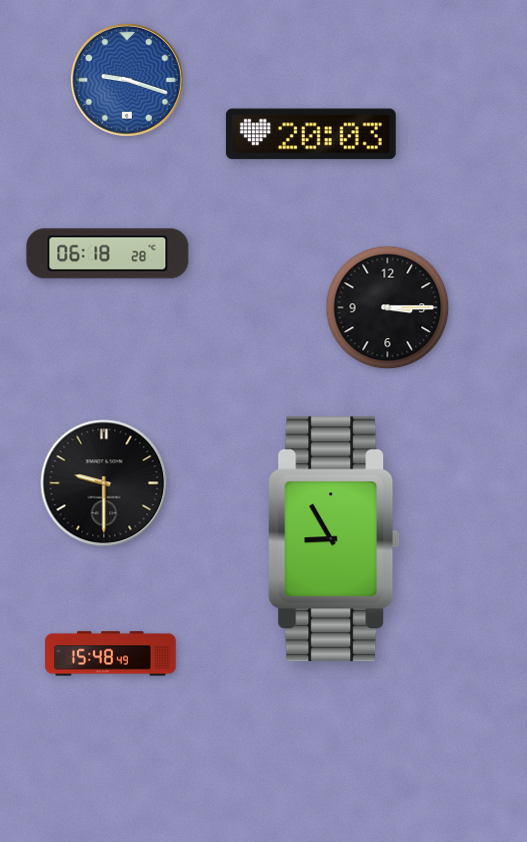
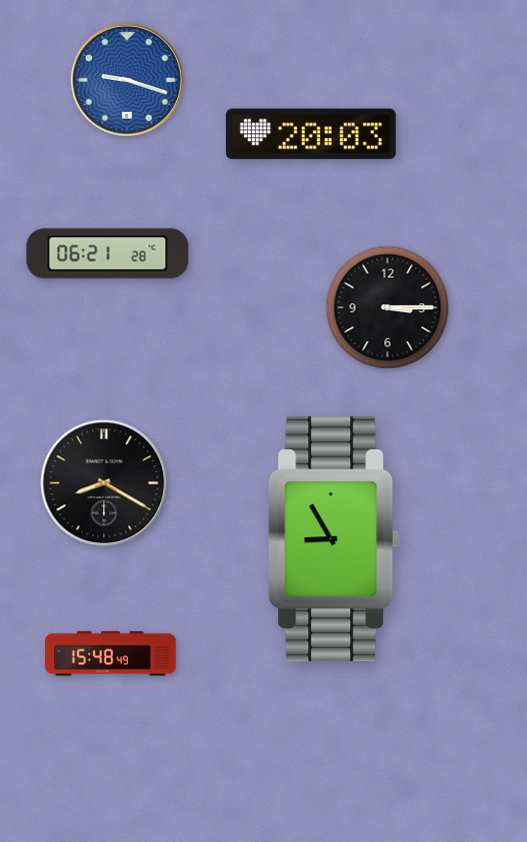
clock at (108, 254): 06:18 -> 06:21
clock at (104, 483): 9:30 -> 8:20
